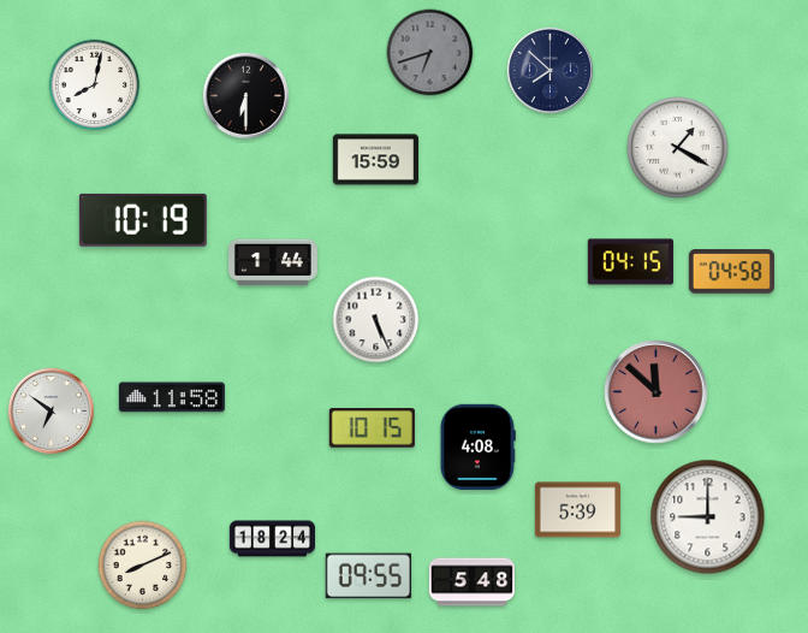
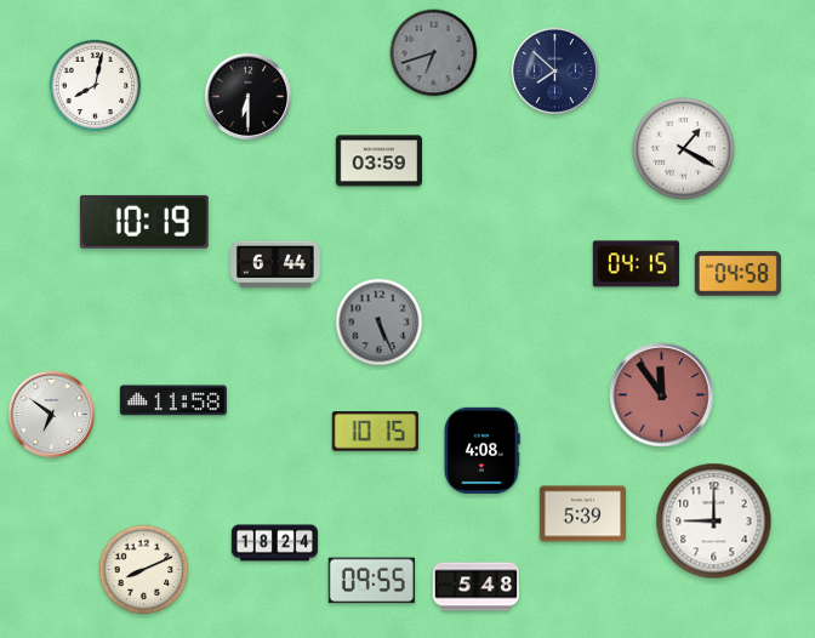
clock at (375, 160): 15:59 -> 03:59
clock at (274, 262): 1:44 -> 6:44
clock at (376, 320) dial: white -> grey
clock at (656, 392): 11:52 -> 11:54
